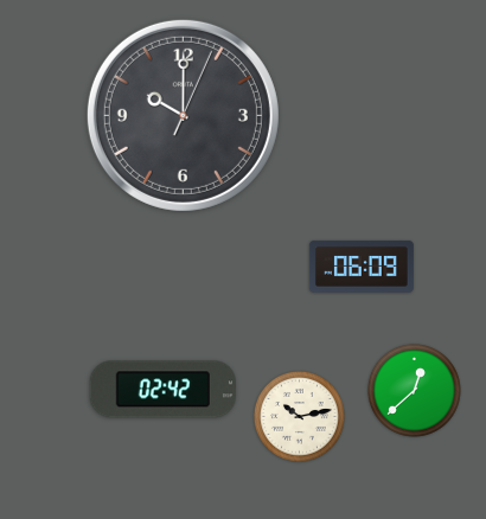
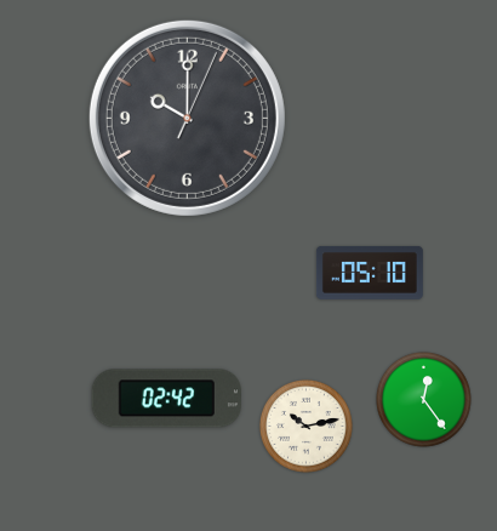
clock at (362, 267): 06:09 -> 05:10
clock at (415, 391): 12:38 -> 12:24
